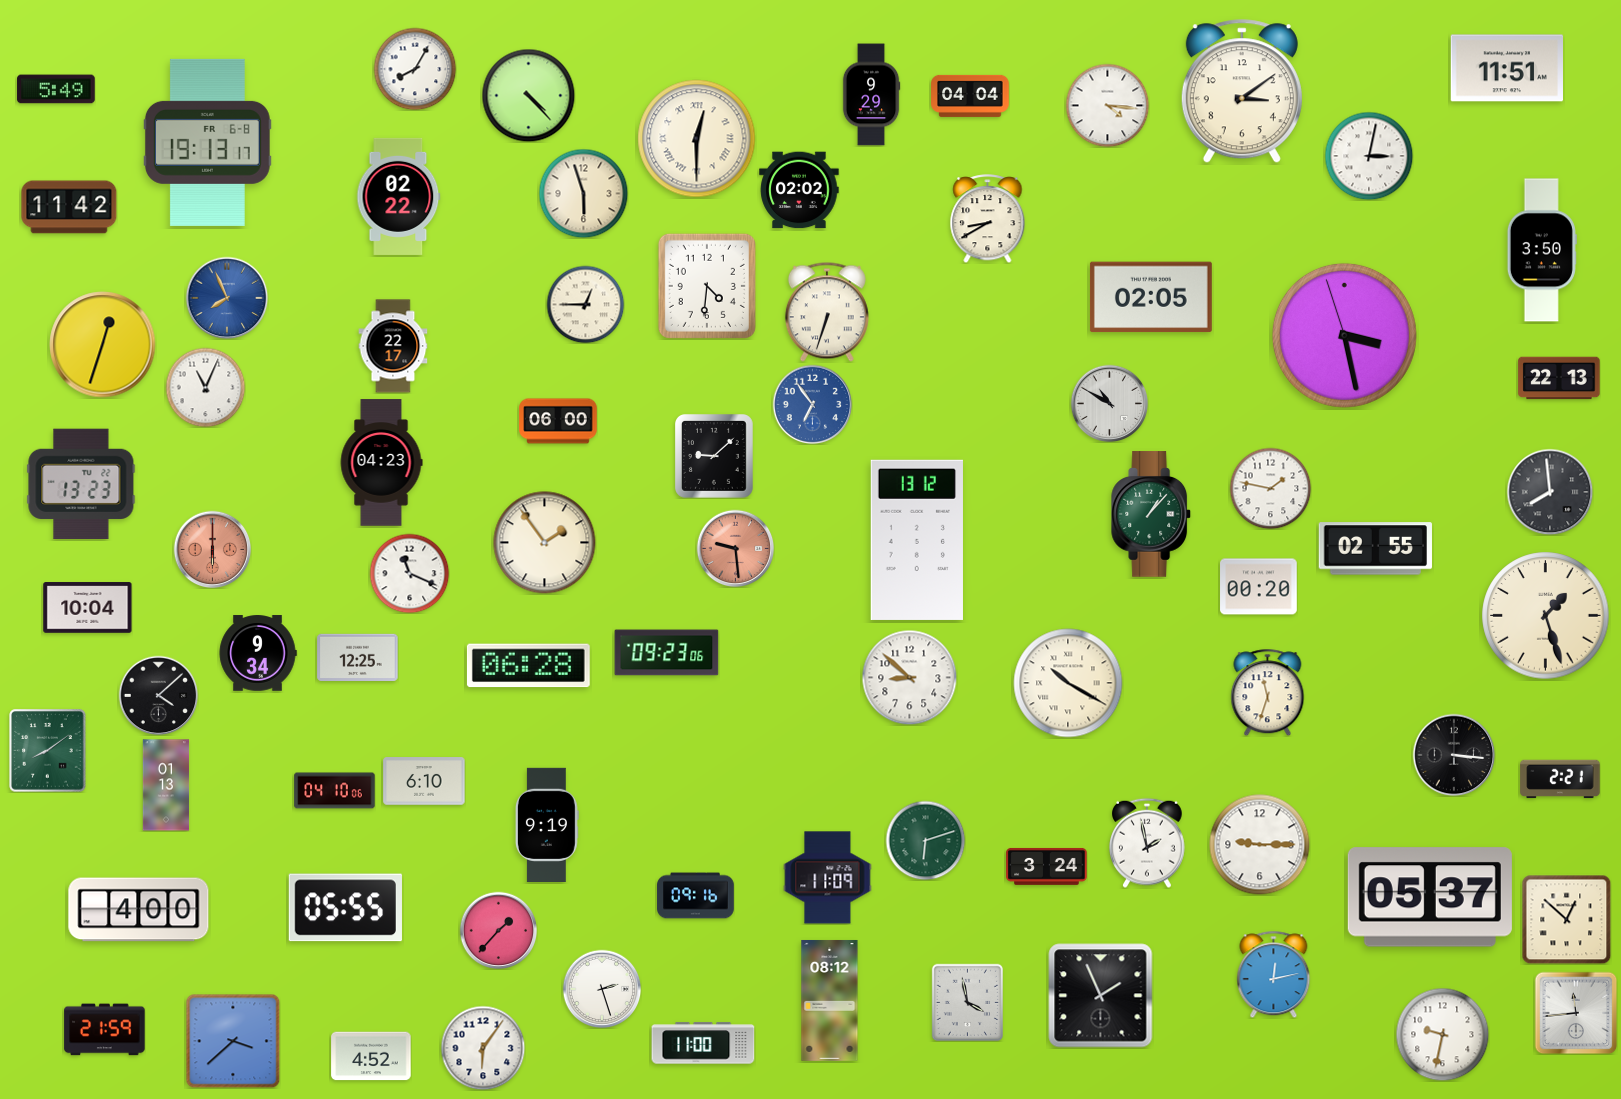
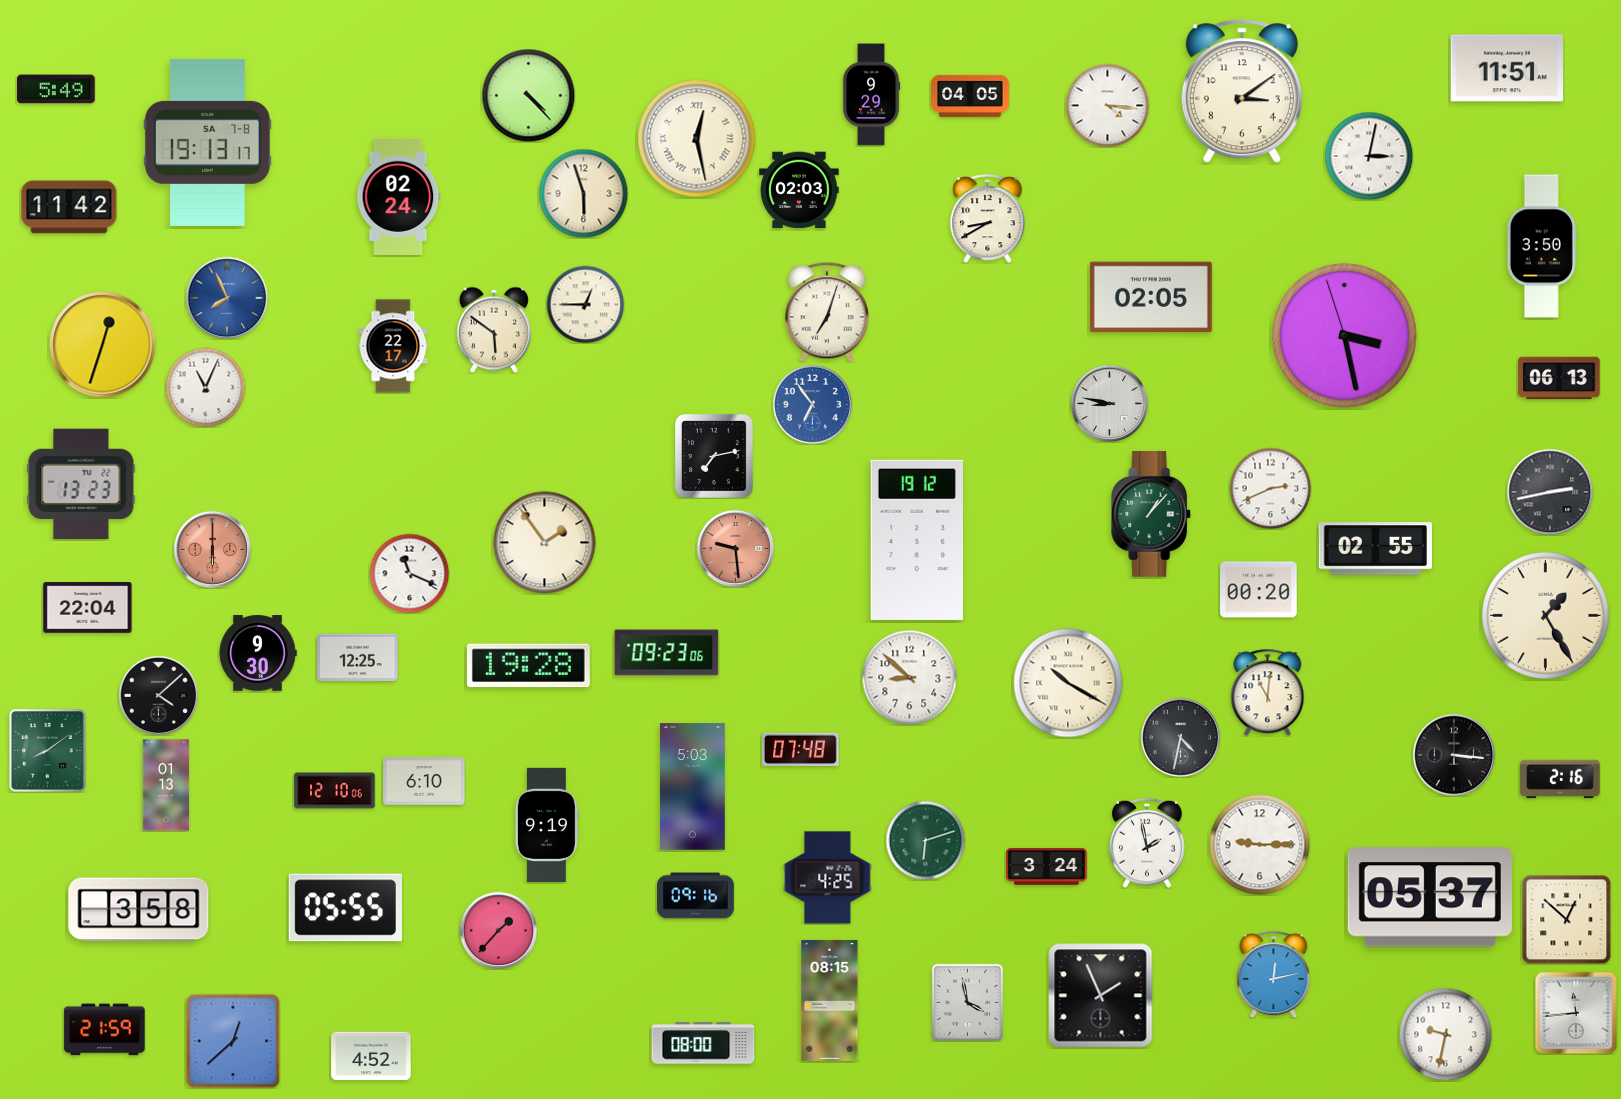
clock at (415, 69): 8:05 -> none
clock at (970, 96): 04:04 -> 04:05
clock at (697, 139): 12:30 -> 12:28
clock at (207, 142) date: FR 6-8 -> SA 7-8
clock at (799, 190): 02:02 -> 02:03
clock at (399, 196): 02:22 -> 02:24
clock at (1542, 250) position: (1542, 250) -> (1542, 246)
clock at (707, 286): 4:31 -> none
clock at (827, 312): 6:33 -> 7:03
clock at (494, 330): none -> 5:51
clock at (1559, 378): 22:13 -> 06:13
clock at (1109, 403): 10:50 -> 8:47
clock at (558, 421): 06:00 -> none
clock at (715, 457): 9:08 -> 7:13
clock at (381, 463): 04:23 -> none
clock at (1270, 488): 1:47 -> 2:41
clock at (1550, 492): 7:59 -> 2:43
clock at (917, 540): 13:12 -> 19:12
clock at (1259, 587) position: (1259, 587) -> (1259, 590)
clock at (88, 608): 10:04 -> 22:04
clock at (1546, 616): 1:27 -> 1:25
clock at (258, 653): 9:34 -> 9:30
clock at (528, 666): 06:28 -> 19:28
clock at (1268, 692): 11:33 -> 11:01
clock at (1180, 737): none -> 4:32
clock at (801, 749): none -> 07:48
clock at (1560, 779): 2:21 -> 2:16
clock at (692, 787): none -> 5:03
clock at (335, 791): 04:10 -> 12:10
clock at (828, 878): 11:09 -> 4:25
clock at (139, 910): 4:00 -> 3:58
clock at (602, 989): 2:27 -> none
clock at (830, 1000): 08:12 -> 08:15
clock at (1442, 1034) position: (1442, 1034) -> (1445, 1034)
clock at (233, 1041): 3:38 -> 12:38
clock at (703, 1043): 11:00 -> 08:00
clock at (483, 1048): 6:06 -> none
